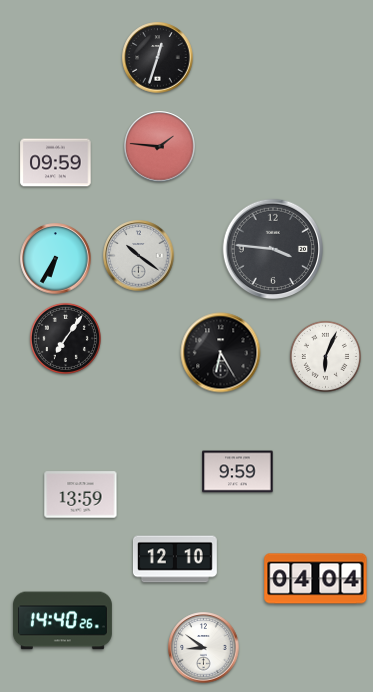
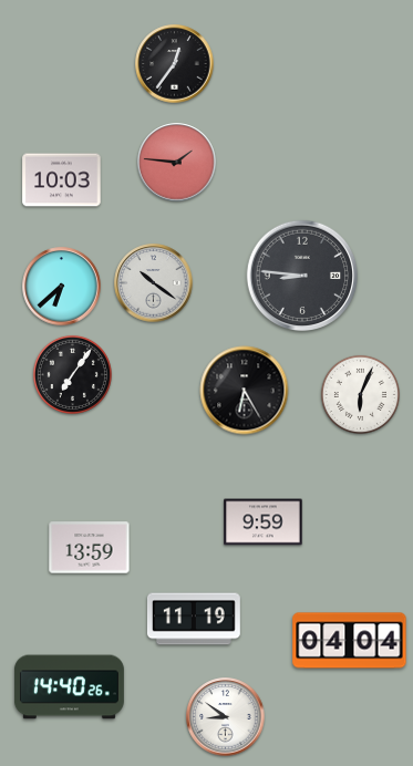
clock at (158, 58): 12:33 -> 12:36
clock at (56, 163): 09:59 -> 10:03
clock at (272, 248): 3:46 -> 8:46
clock at (56, 259): 6:35 -> 6:38
clock at (175, 559): 12:10 -> 11:19
